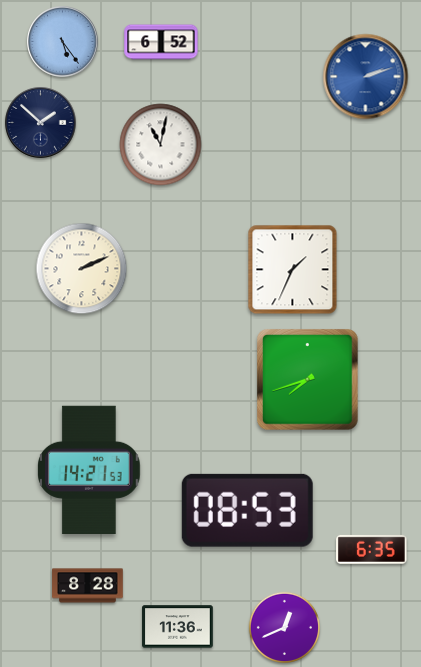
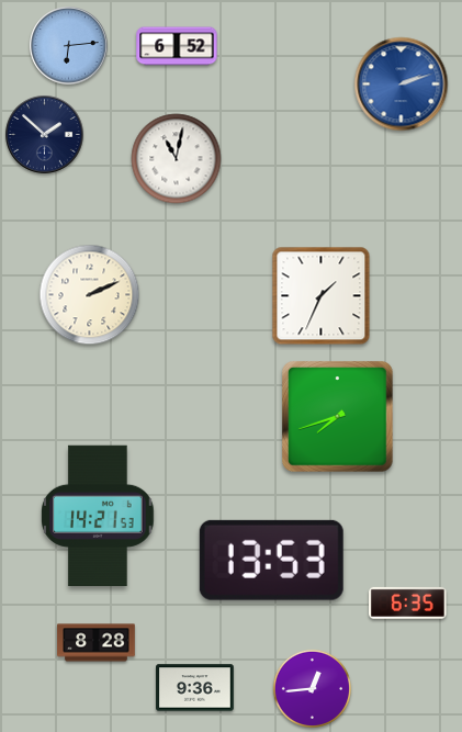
clock at (63, 42): 5:24 -> 6:14
clock at (247, 510): 08:53 -> 13:53
clock at (178, 627): 11:36 -> 9:36
clock at (284, 627): 12:41 -> 12:44
